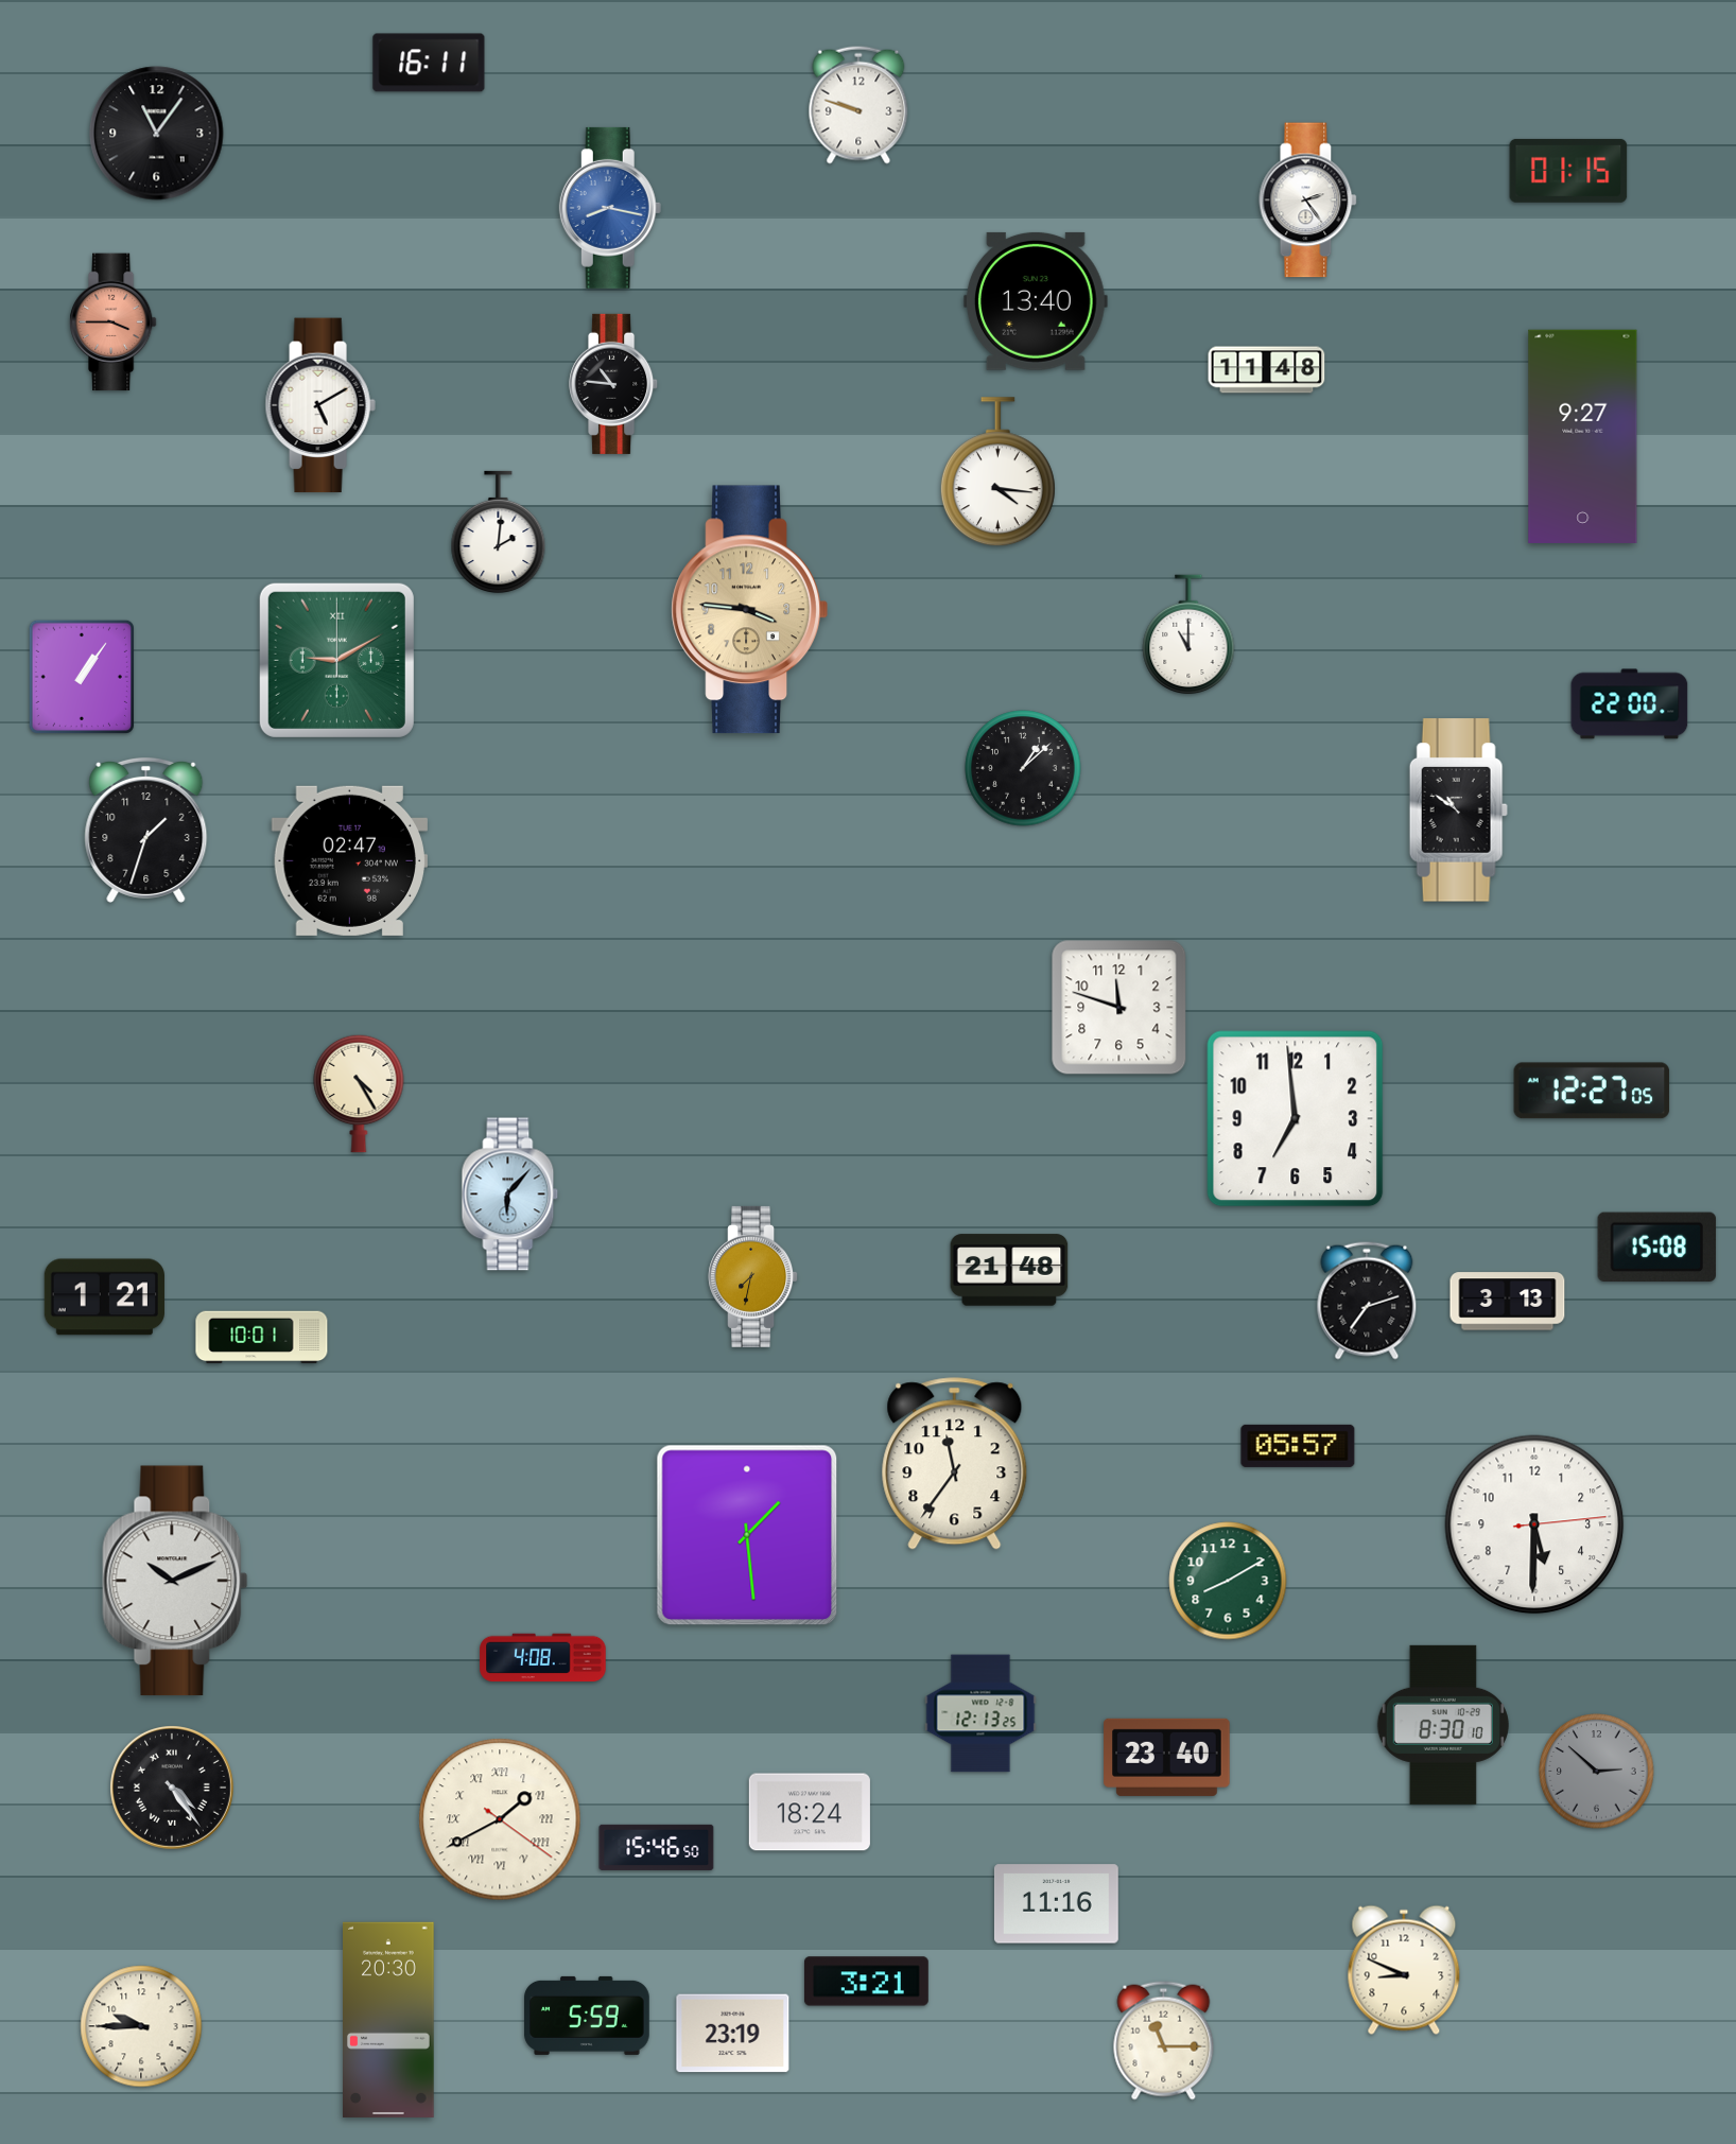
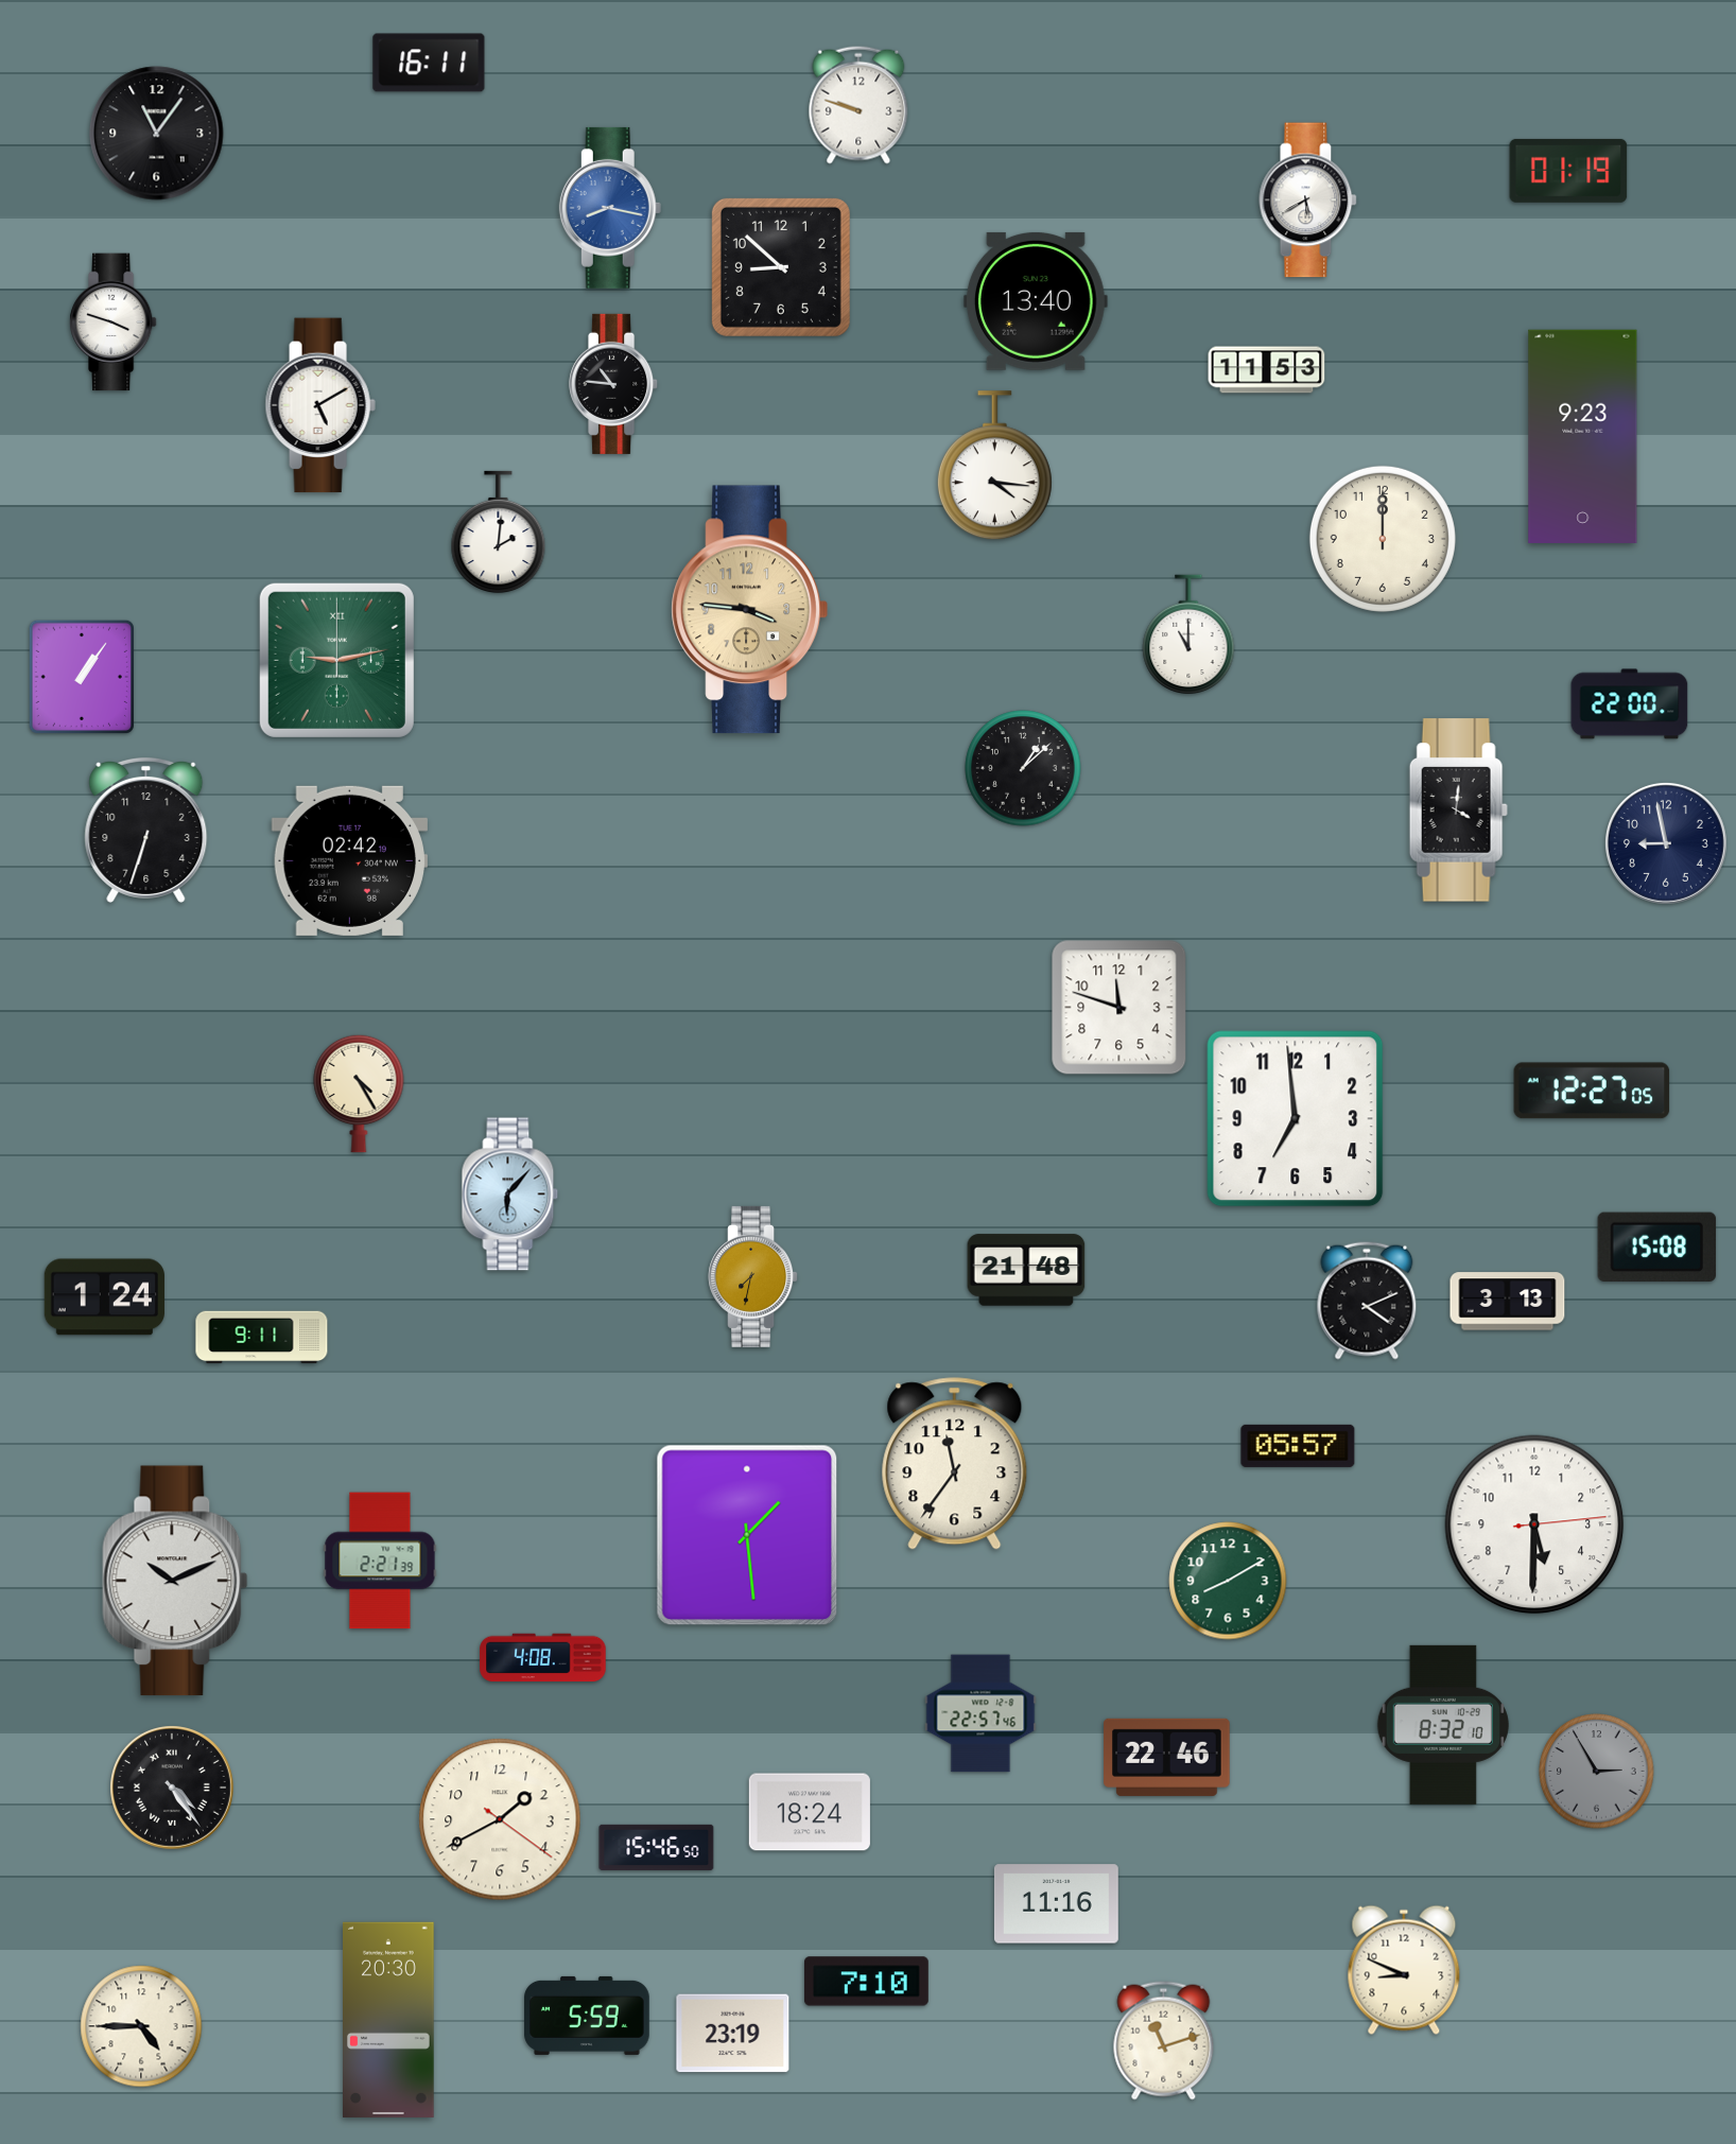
clock at (1568, 171): 01:15 -> 01:19
clock at (1308, 201): 2:24 -> 5:40
clock at (781, 267): none -> 8:52
clock at (112, 323): 3:45 -> 3:48
clock at (112, 323) dial: salmon -> white
clock at (1267, 370): 11:48 -> 11:53
clock at (1583, 436): 9:27 -> 9:23
clock at (997, 472) position: (997, 472) -> (994, 466)
clock at (1383, 539): none -> 12:00
clock at (336, 660): 9:10 -> 9:13
clock at (1458, 810): 10:51 -> 4:01
clock at (146, 830): 1:33 -> 6:33
clock at (1666, 843): none -> 8:58
clock at (349, 860): 02:47 -> 02:42
clock at (1009, 1270) position: (1009, 1270) -> (1026, 1270)
clock at (104, 1297): 1:21 -> 1:24
clock at (1367, 1301): 7:12 -> 4:11
clock at (262, 1338): 10:01 -> 9:11
clock at (380, 1561): none -> 2:21
clock at (980, 1713): 12:13 -> 22:57
clock at (1443, 1725): 8:30 -> 8:32
clock at (1167, 1757): 23:40 -> 22:46
clock at (1597, 1772): 2:52 -> 2:55
clock at (500, 1819) numerals: Roman -> Arabic
clock at (866, 1982): 3:21 -> 7:10
clock at (141, 2026): 9:45 -> 4:45
clock at (1164, 2041): 11:15 -> 11:12
